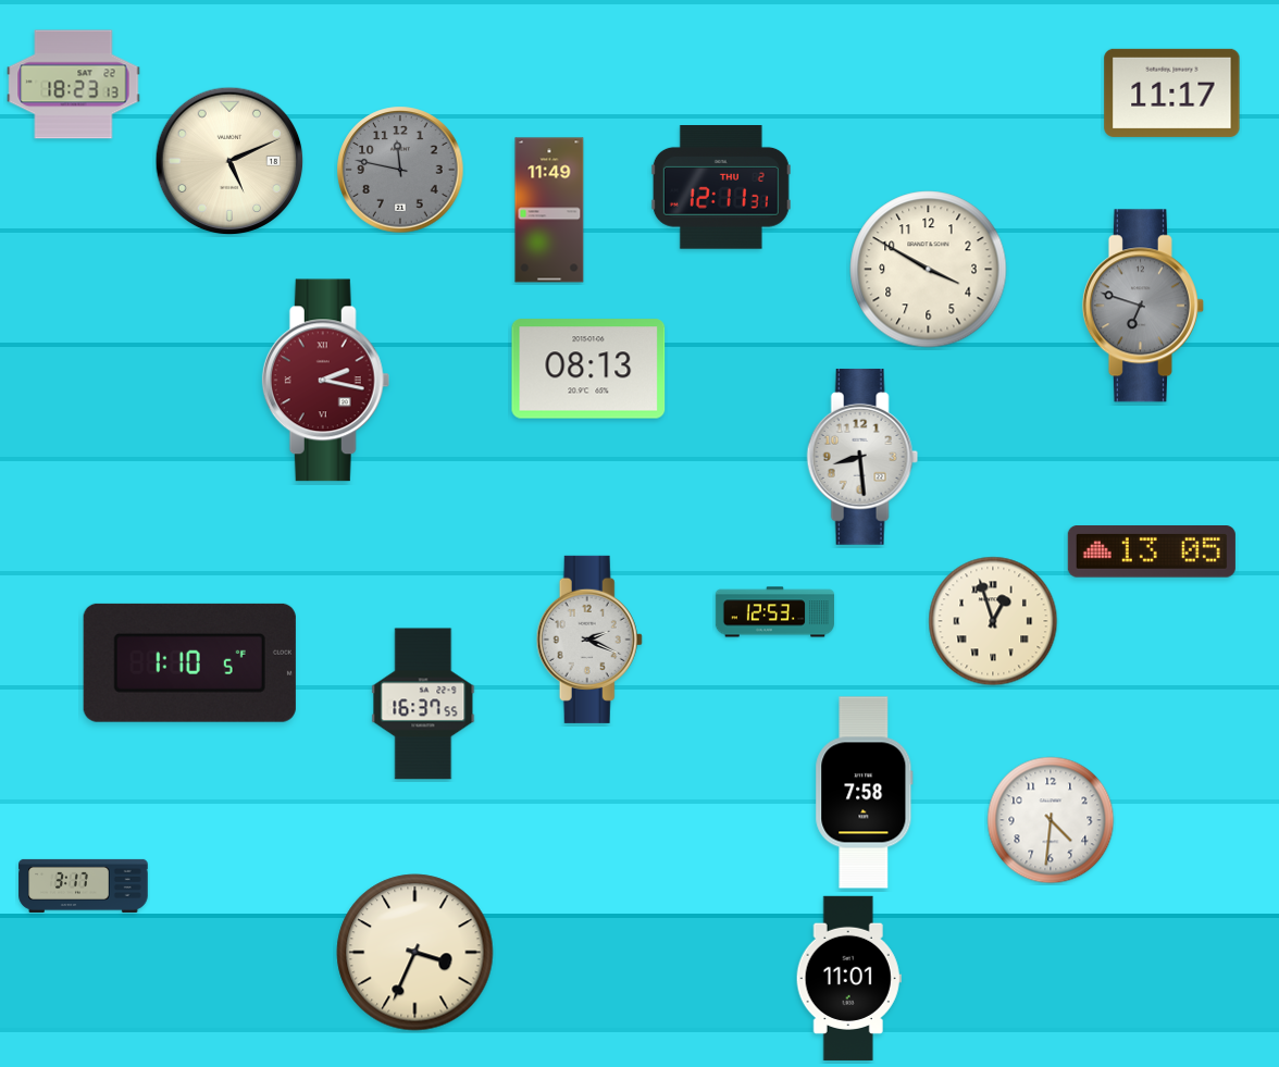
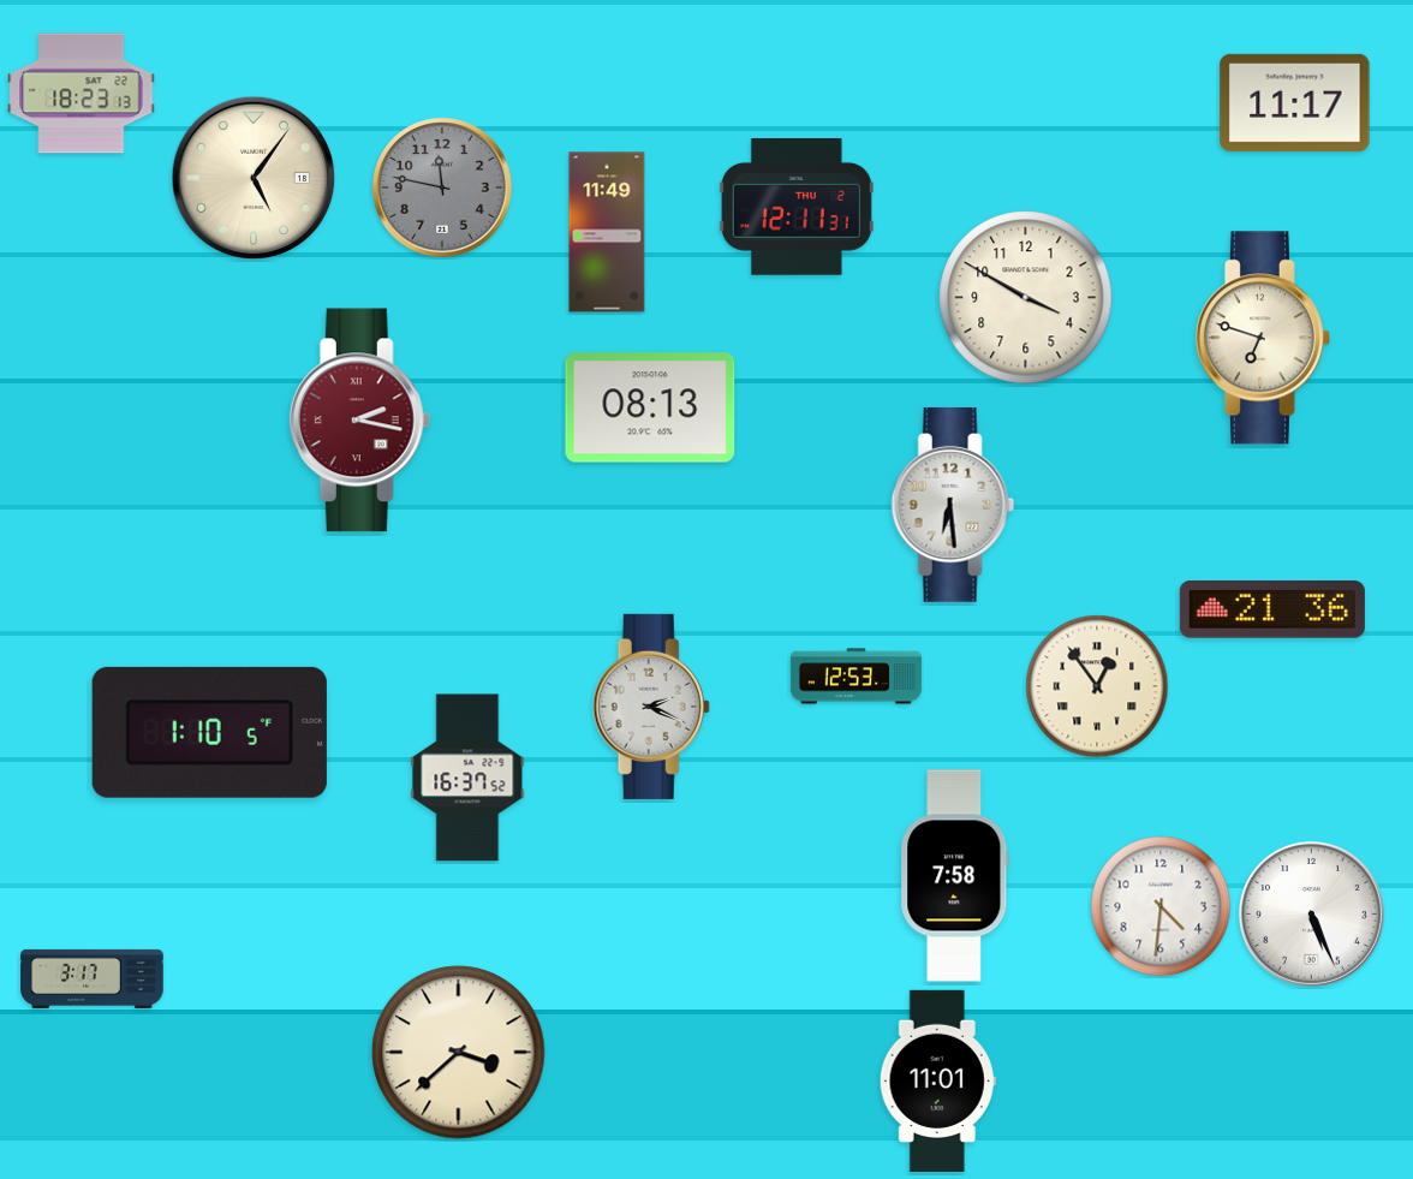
clock at (229, 161): 5:11 -> 5:06
clock at (1143, 306) dial: grey -> cream
clock at (862, 457): 8:29 -> 6:29
clock at (1152, 553): 13:05 -> 21:36
clock at (993, 621): 12:57 -> 12:54
clock at (423, 704): 16:37:55 -> 16:37:52
clock at (1311, 913): none -> 5:26
clock at (415, 953): 3:34 -> 3:38
